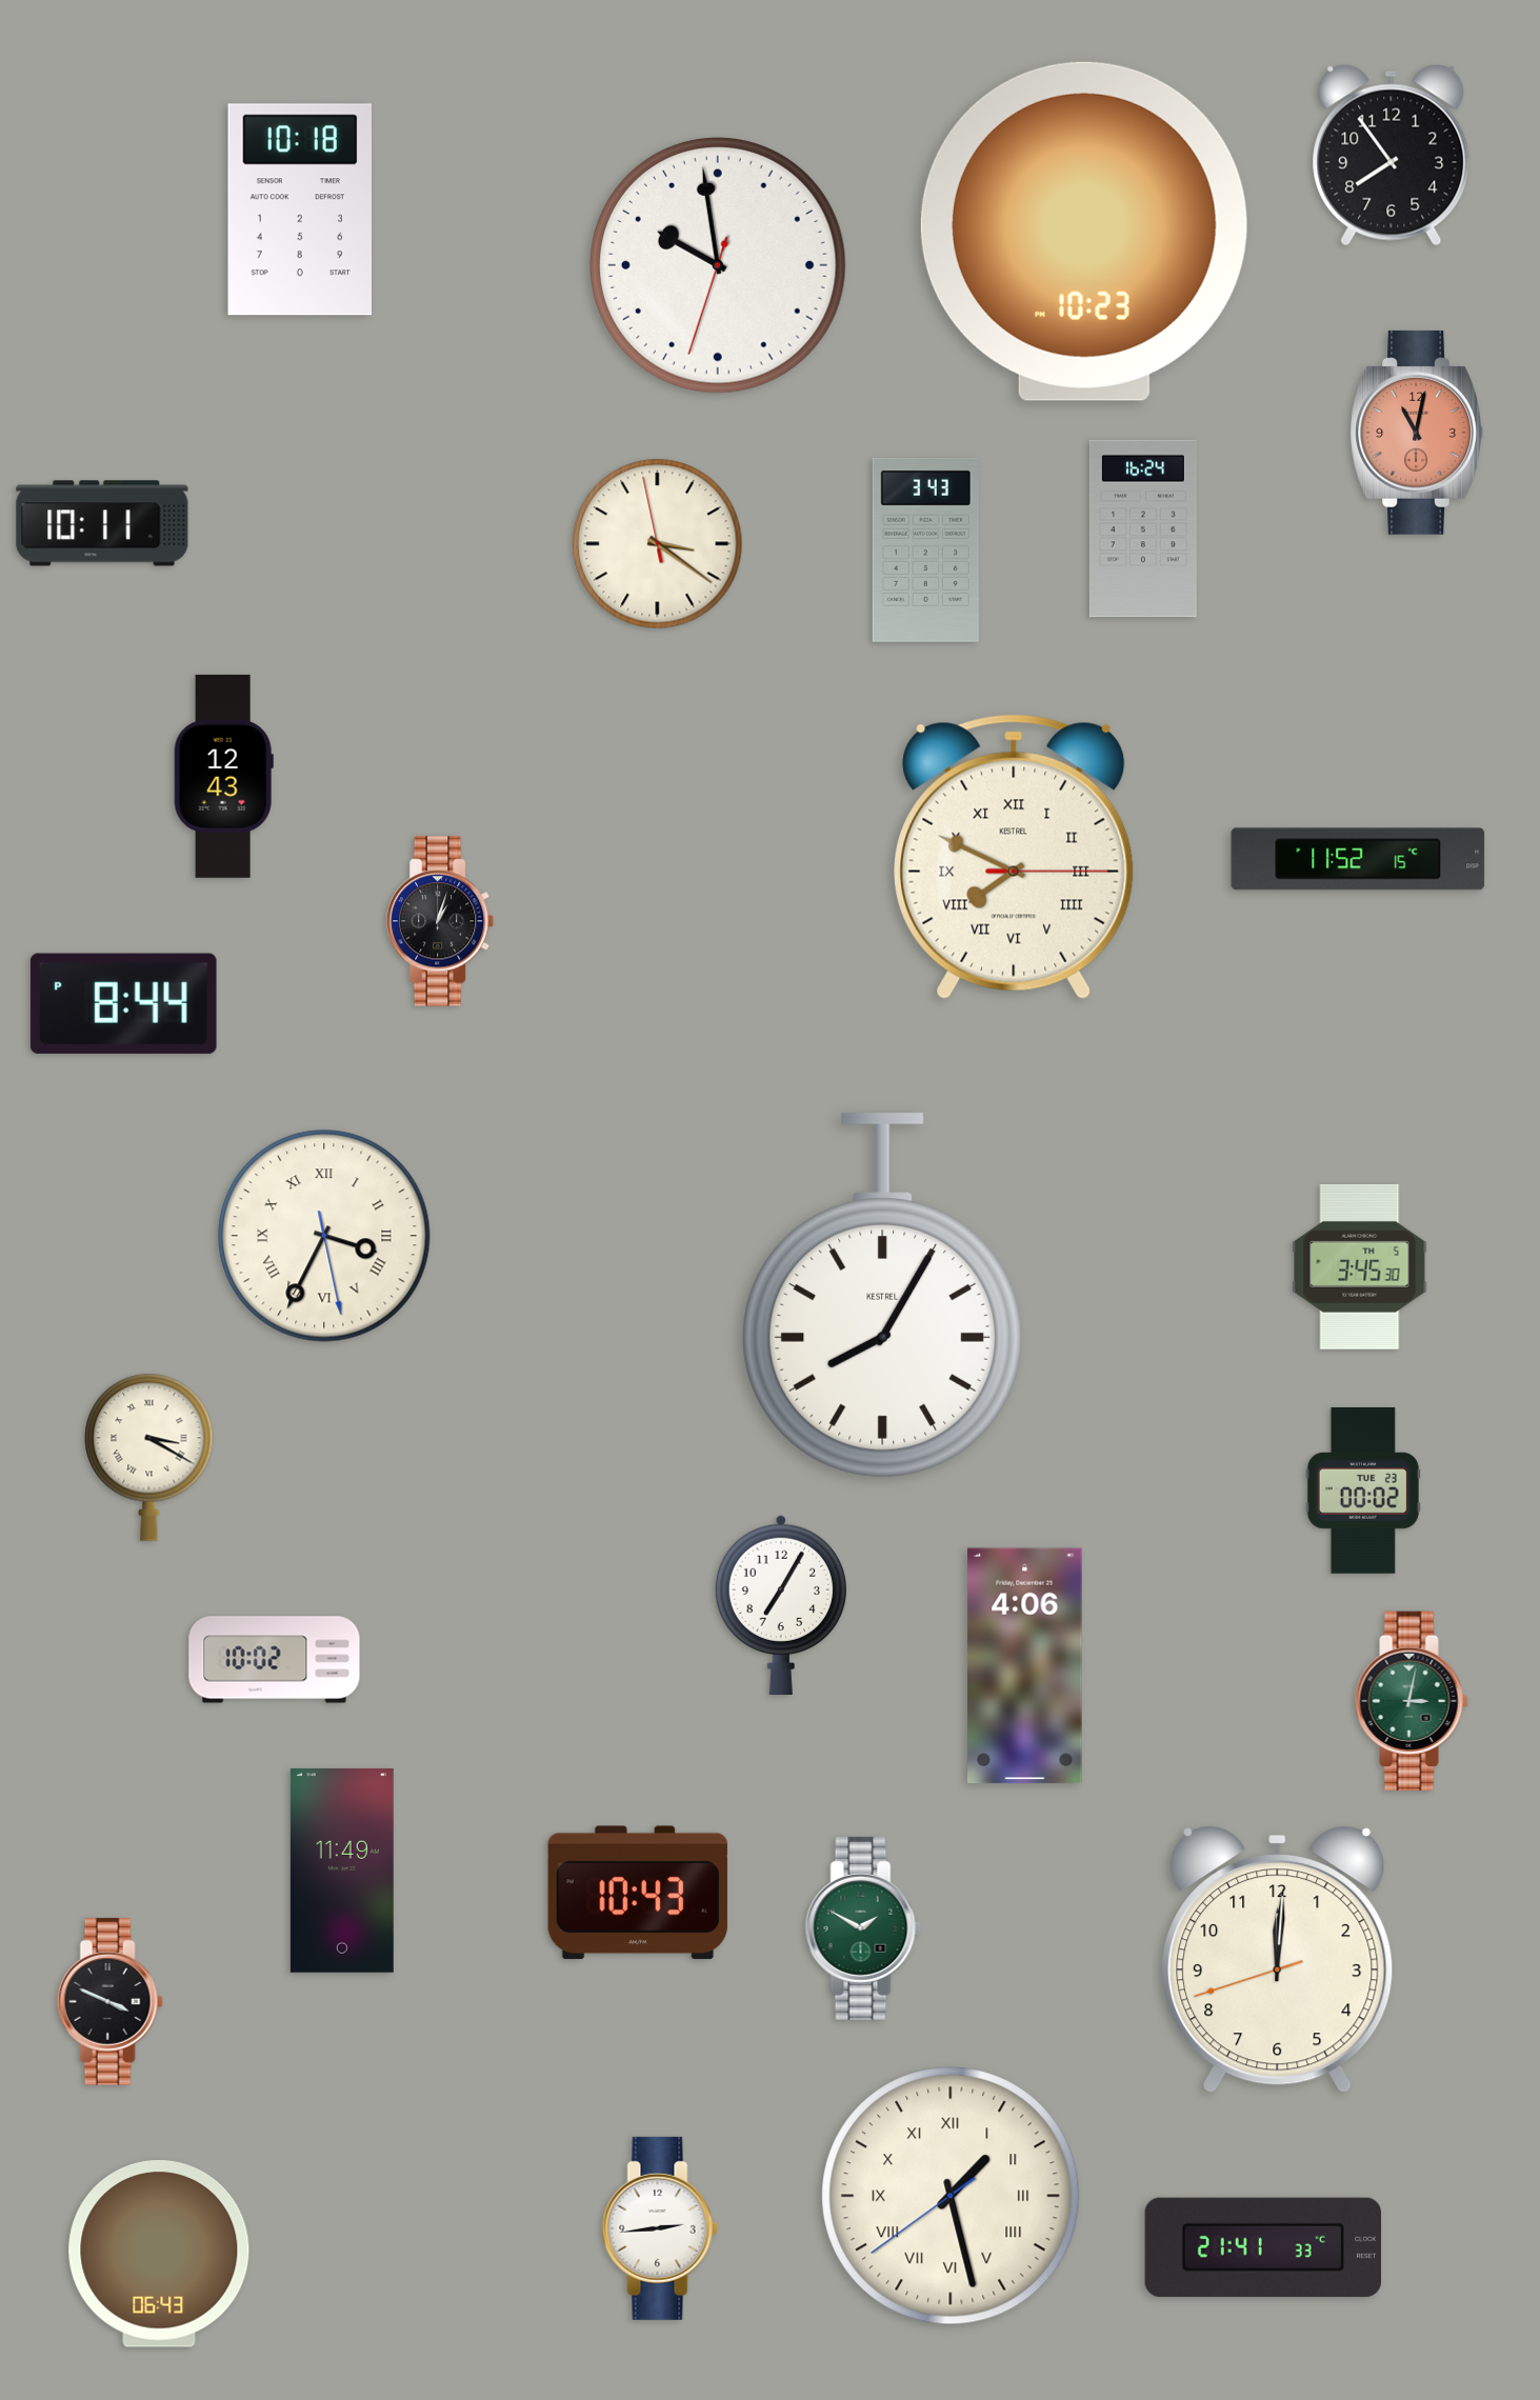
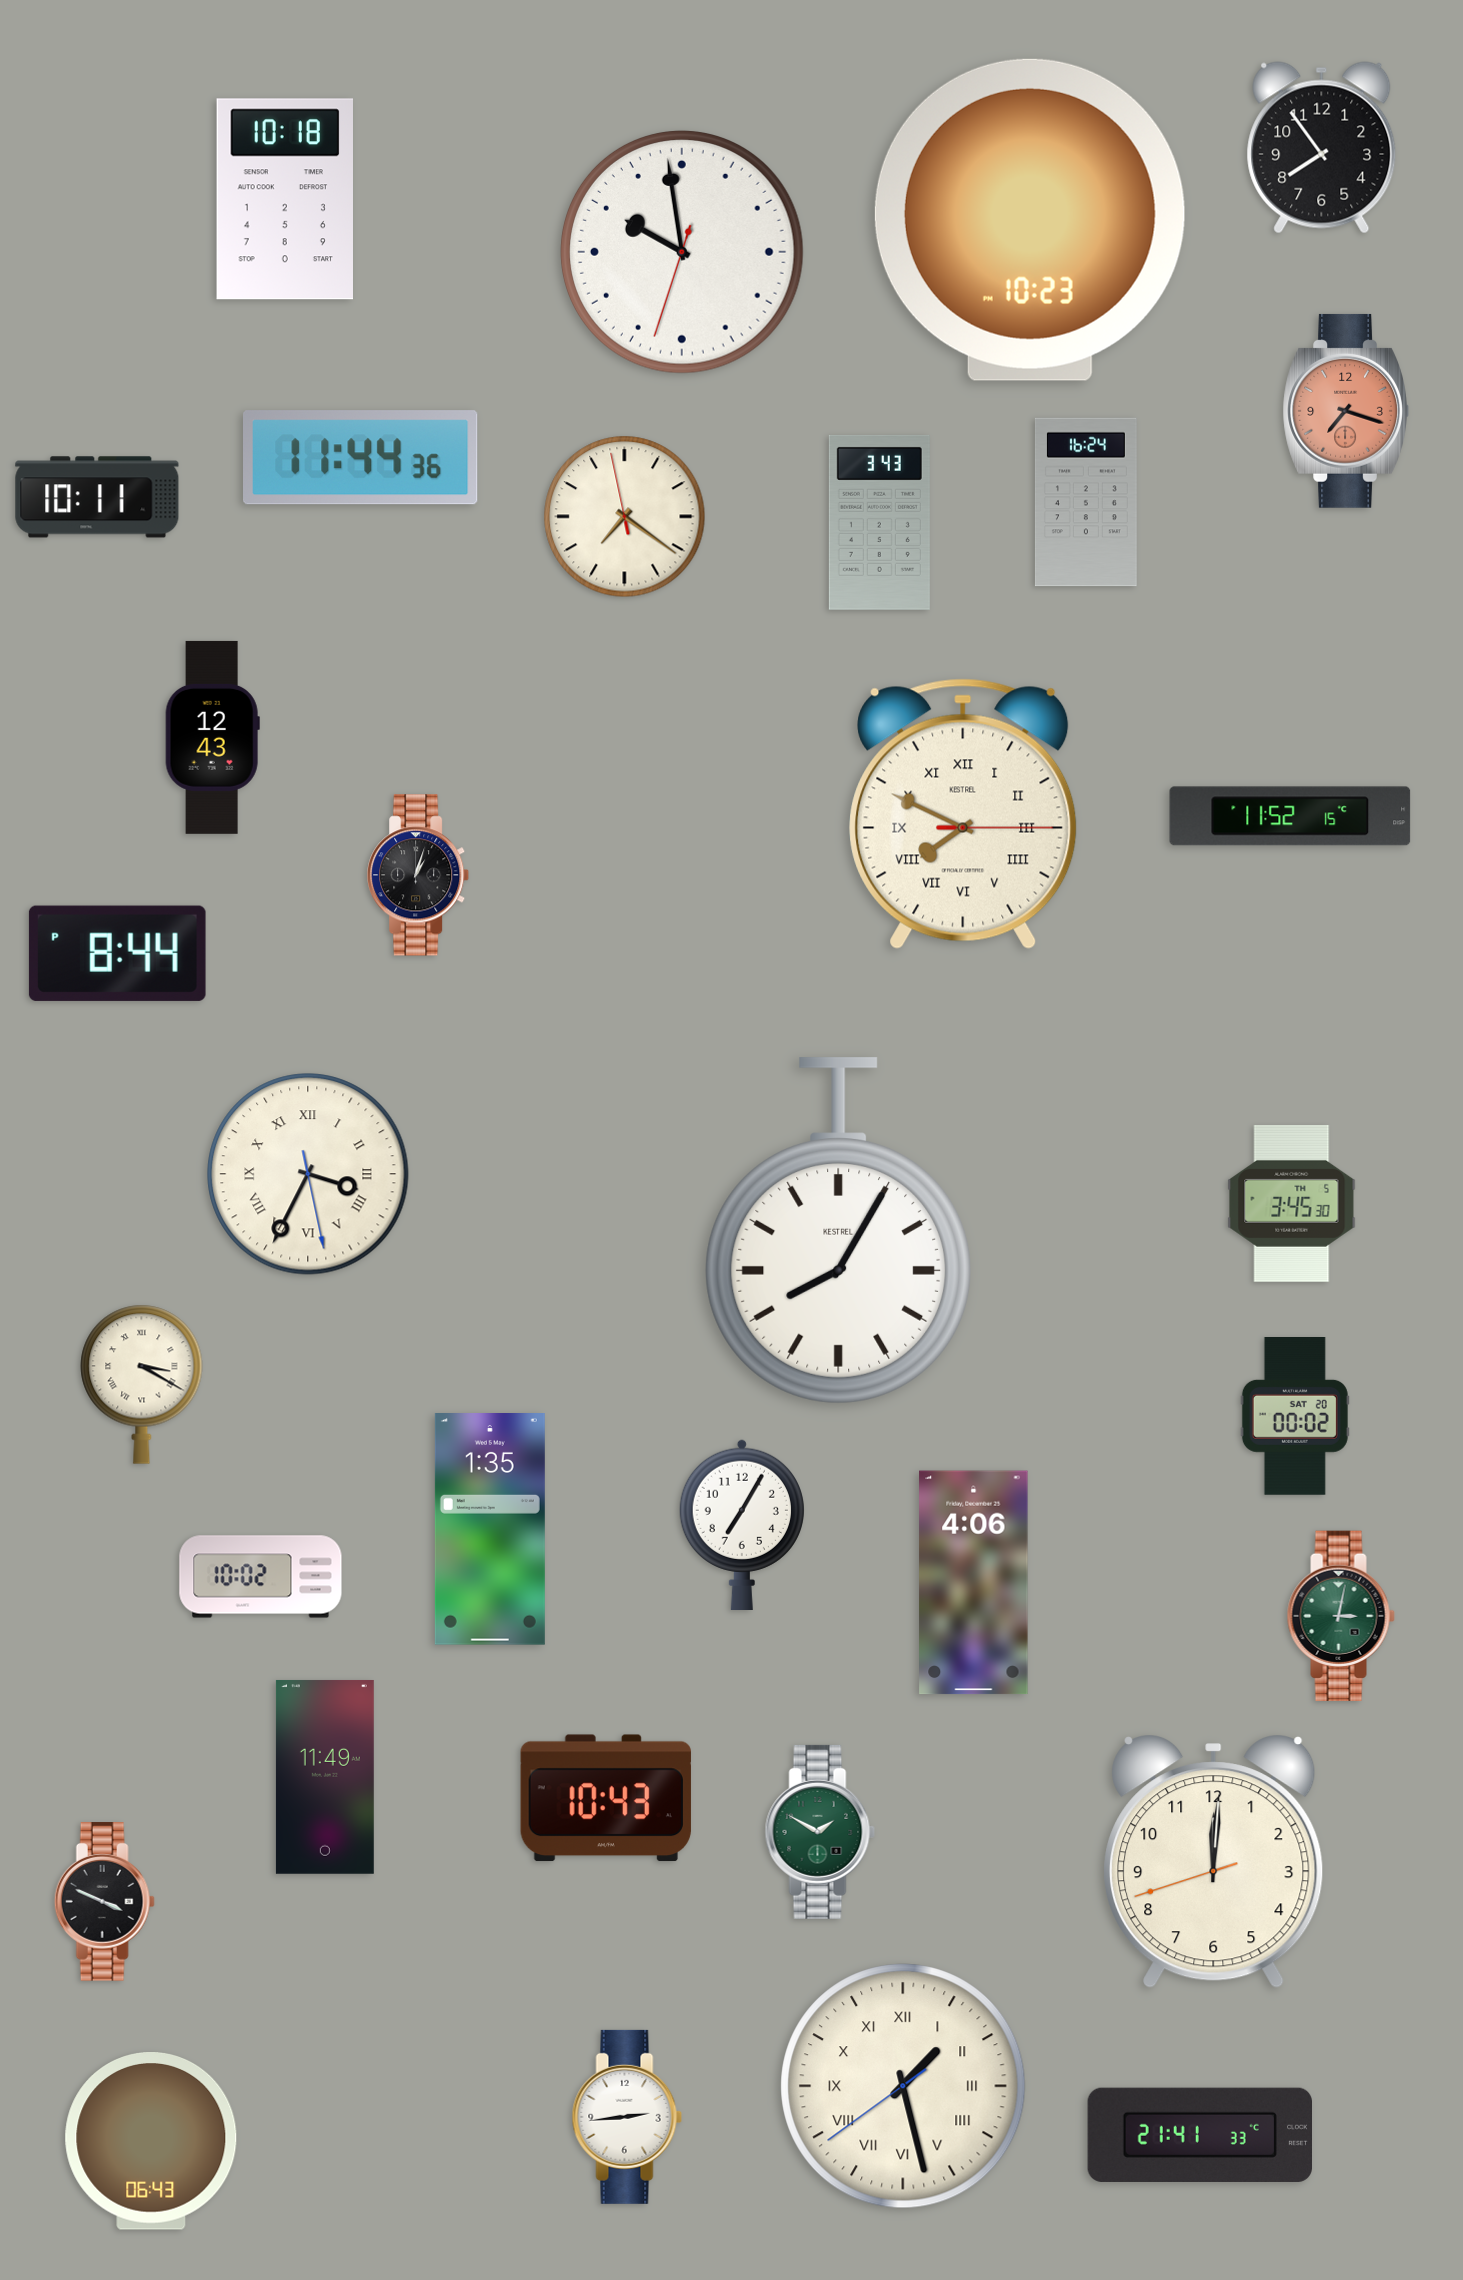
clock at (1417, 433): 11:02 -> 7:18
clock at (361, 458): none -> 11:44
clock at (658, 544): 3:20 -> 7:20
clock at (1363, 1492) date: TUE 23 -> SAT 20
clock at (490, 1530): none -> 1:35
